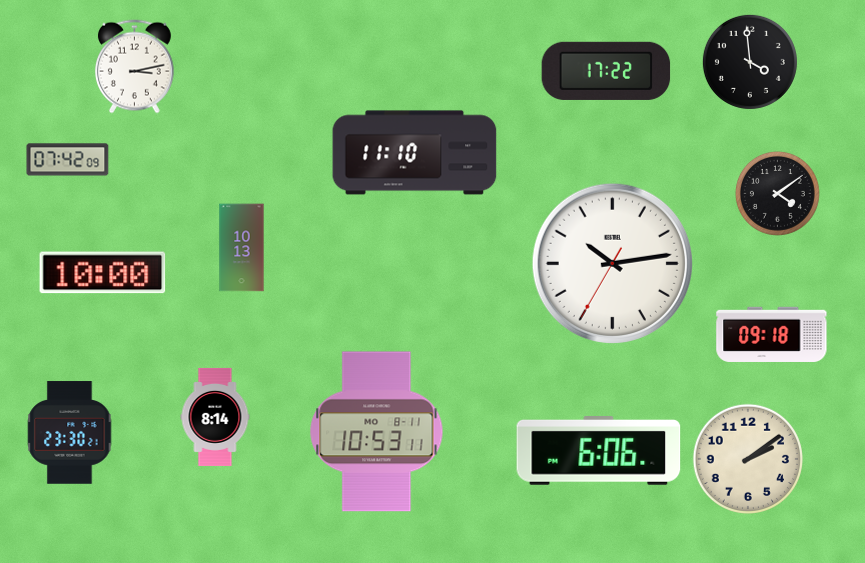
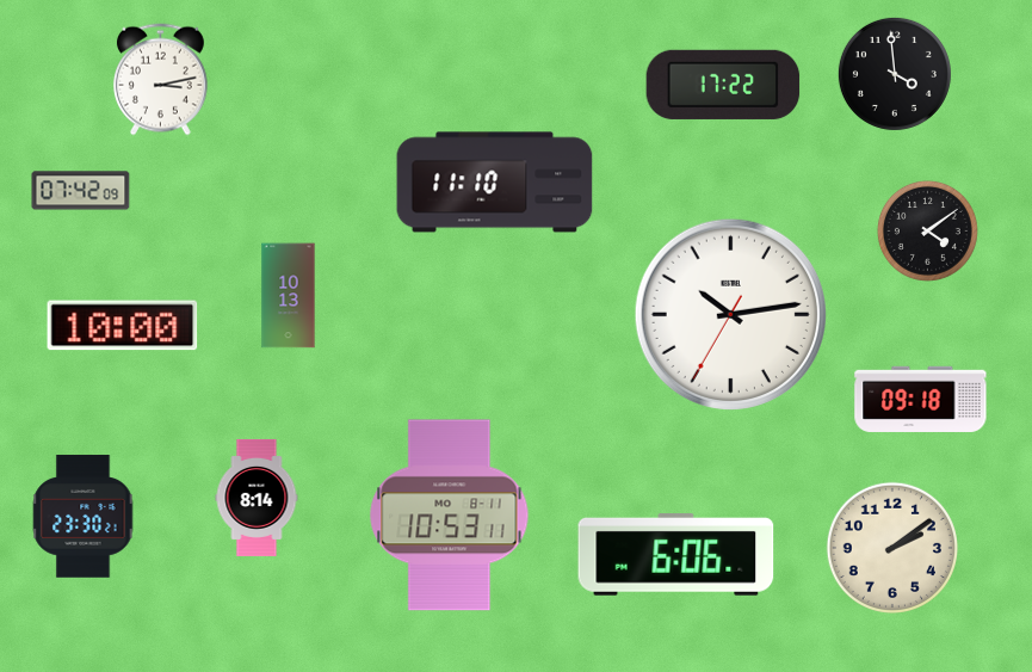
clock at (599, 451) position: (599, 451) -> (676, 555)
